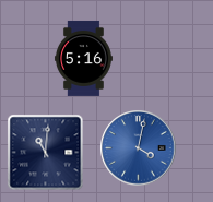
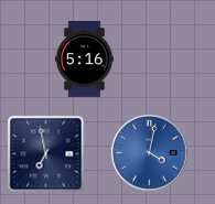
clock at (139, 148) position: (139, 148) -> (150, 153)
clock at (46, 153): 11:01 -> 6:58
